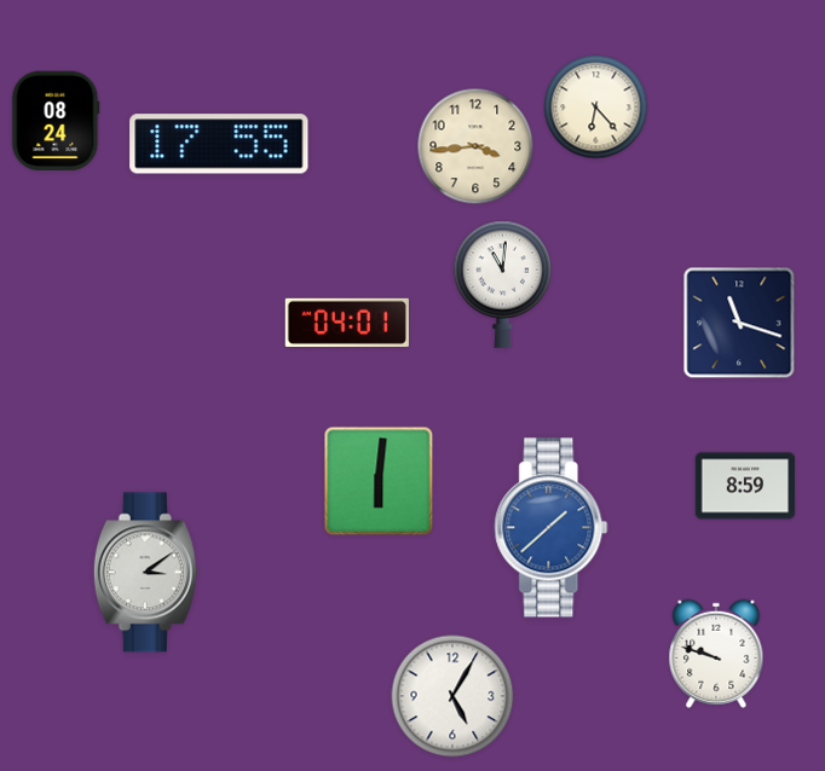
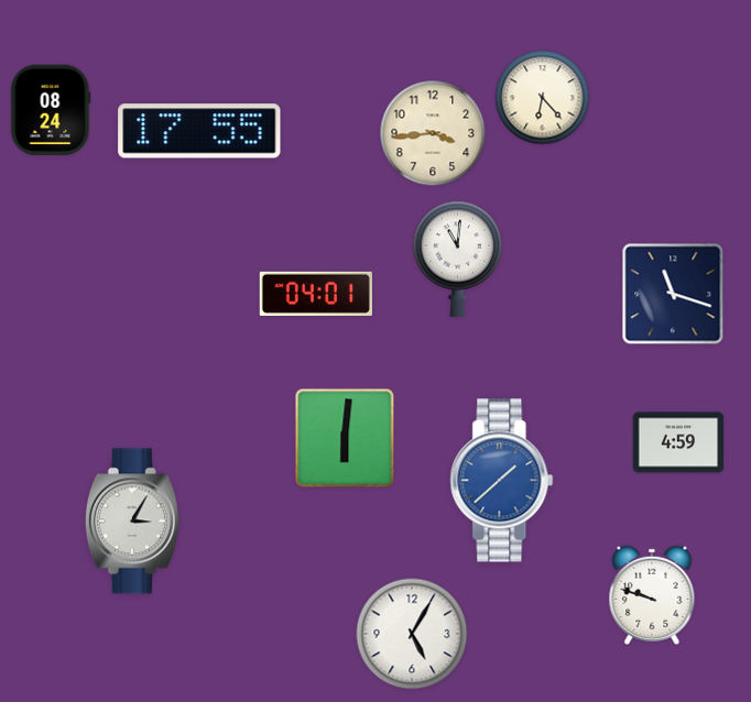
clock at (745, 486): 8:59 -> 4:59
clock at (145, 573): 3:09 -> 3:05
